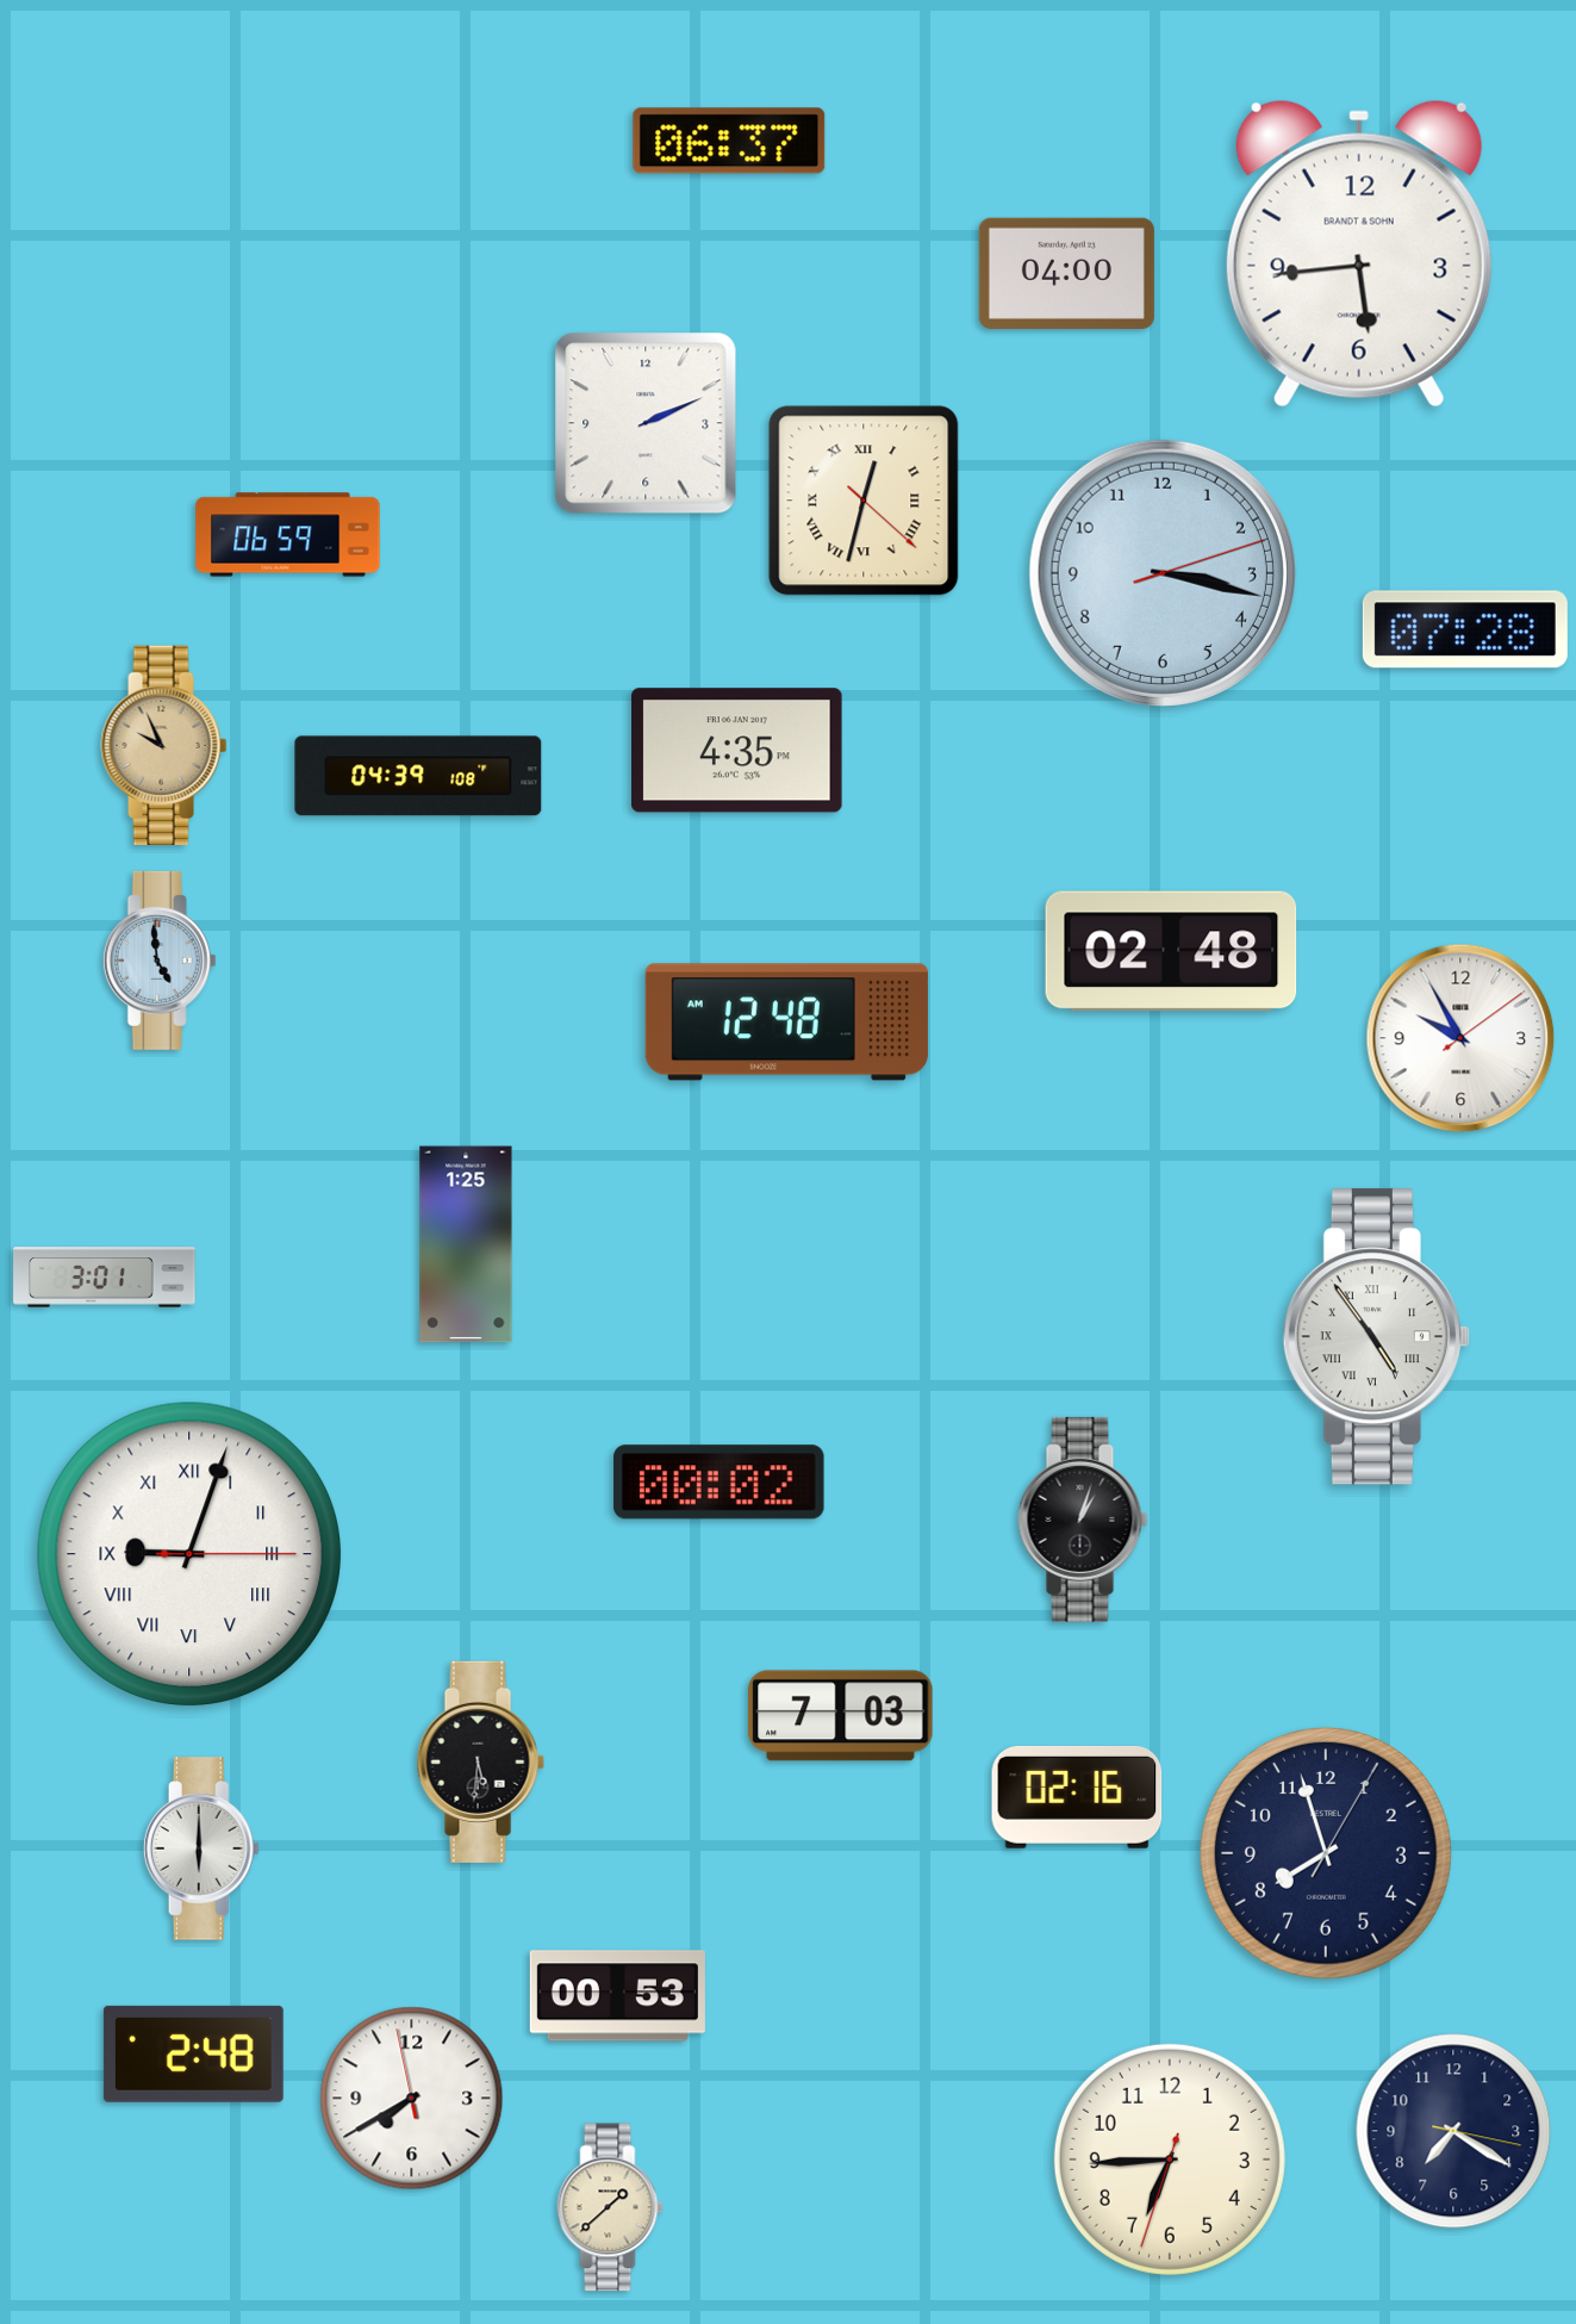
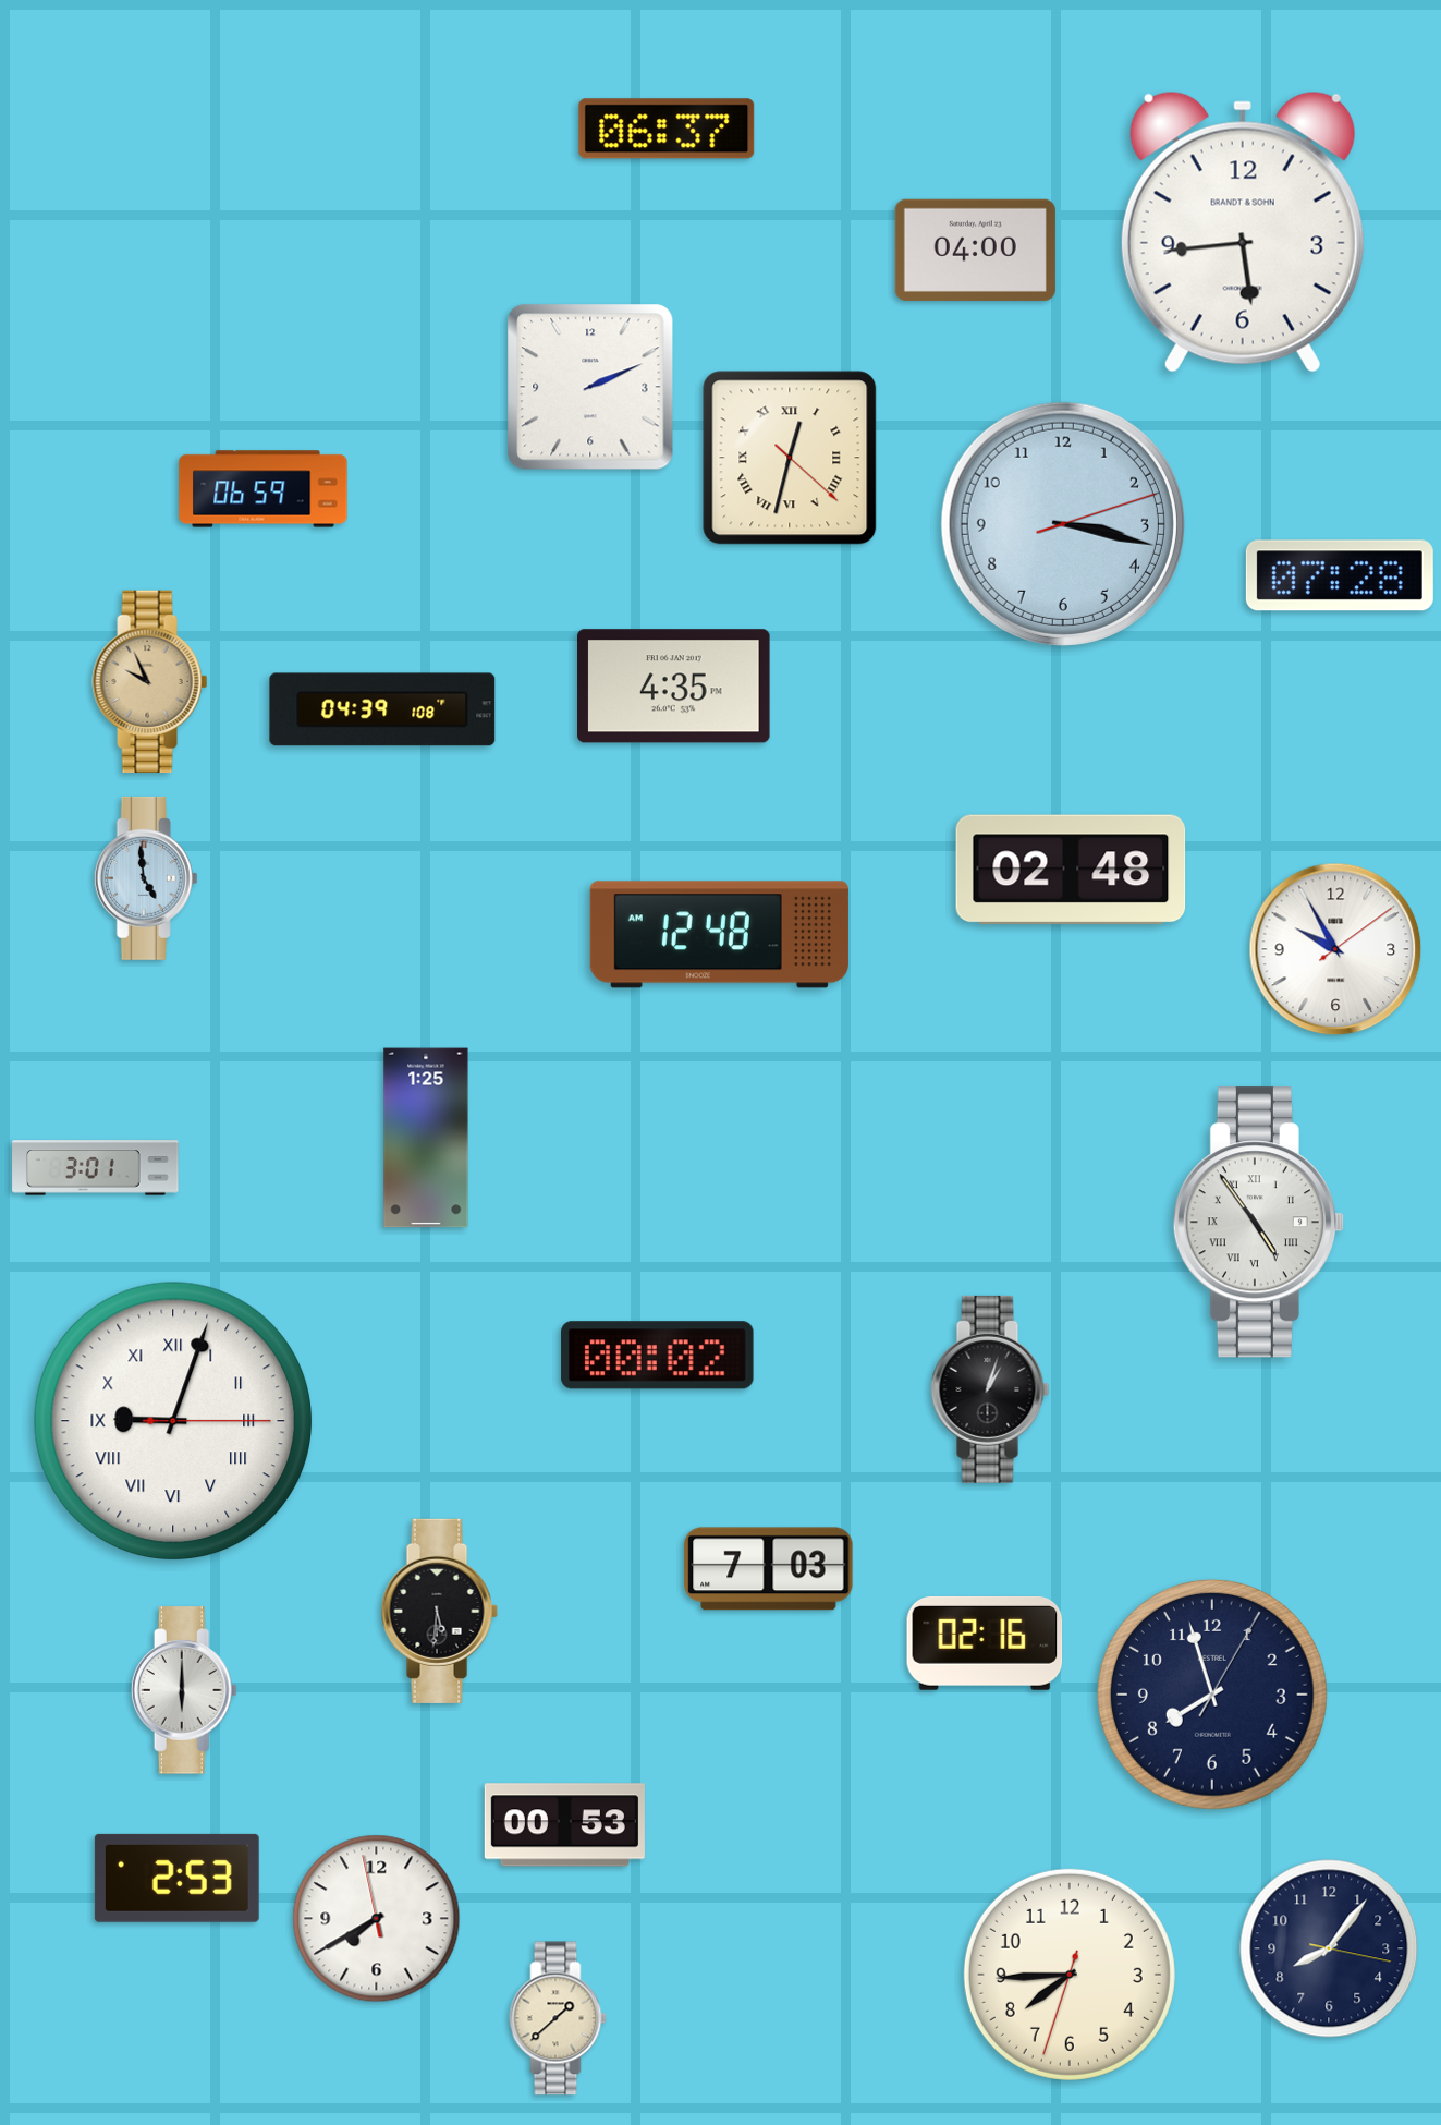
clock at (193, 2053): 2:48 -> 2:53
clock at (1453, 2131): 7:20 -> 8:06
clock at (1170, 2160): 6:44 -> 7:44
